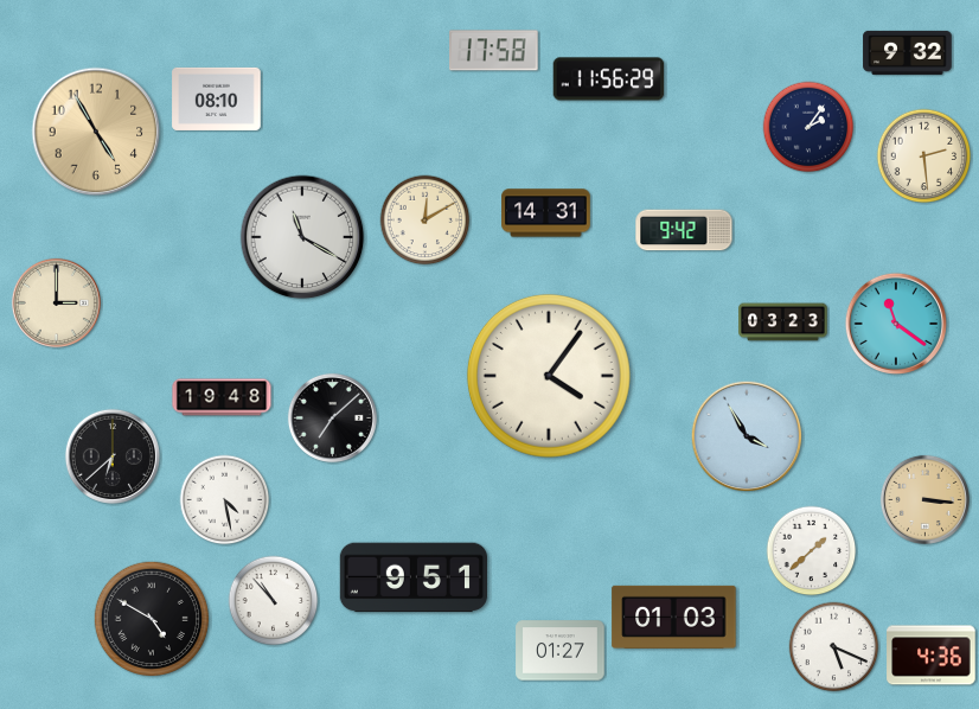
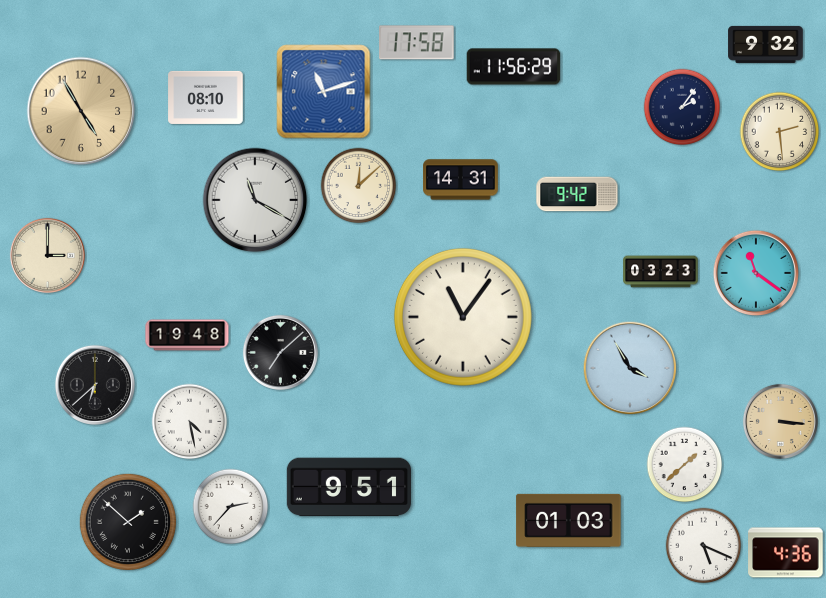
clock at (217, 98) position: (217, 98) -> (206, 97)
clock at (324, 92): none -> 11:12
clock at (425, 221): 12:10 -> 12:08
clock at (549, 376): 4:06 -> 11:06
clock at (274, 601): 10:53 -> 2:37
clock at (152, 619): 4:50 -> 1:52
clock at (561, 651): 01:27 -> none
